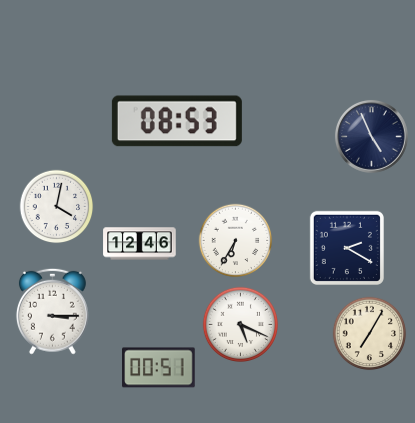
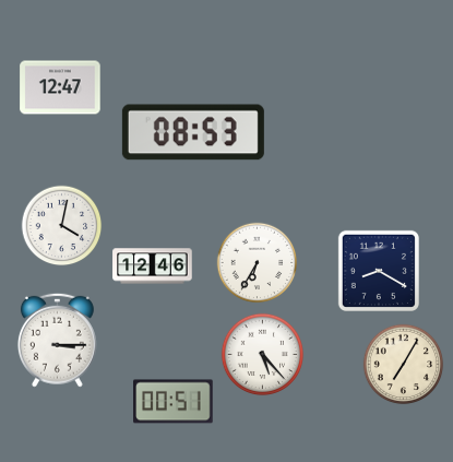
clock at (60, 87): none -> 12:47
clock at (371, 136): 4:56 -> none
clock at (347, 248): 2:20 -> 8:20
clock at (240, 324): 5:19 -> 5:23
